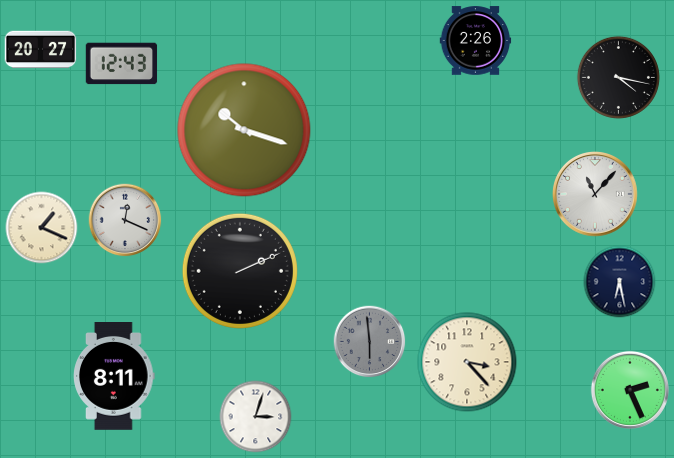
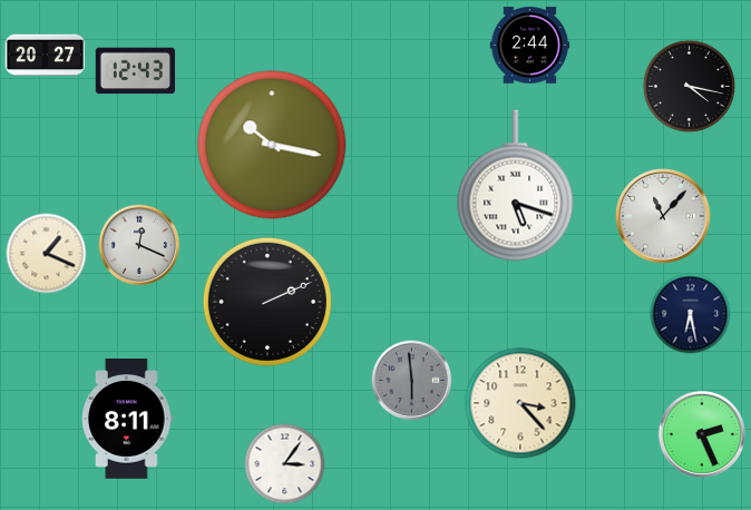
clock at (476, 41): 2:26 -> 2:44
clock at (244, 130): 10:18 -> 10:17
clock at (516, 186): none -> 5:18
clock at (256, 417): 3:03 -> 3:06
